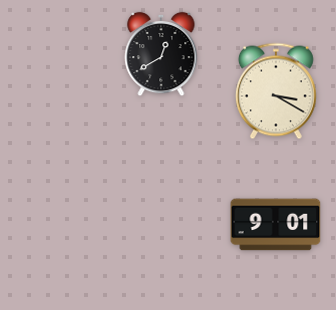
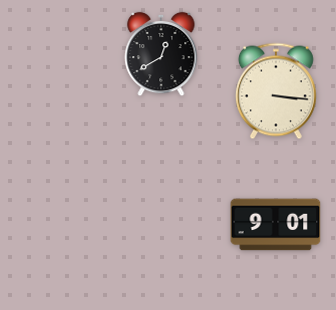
clock at (276, 91): 3:20 -> 3:16
